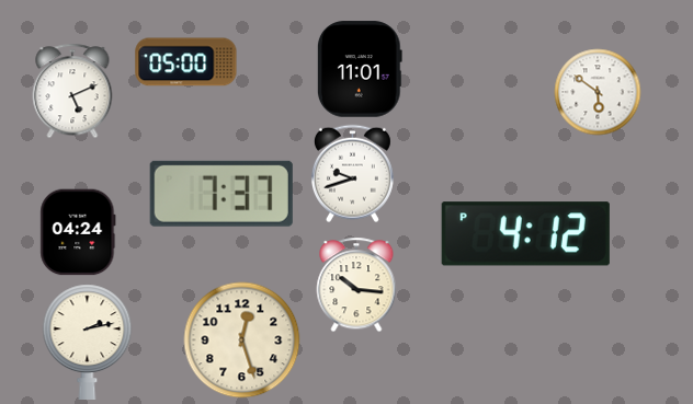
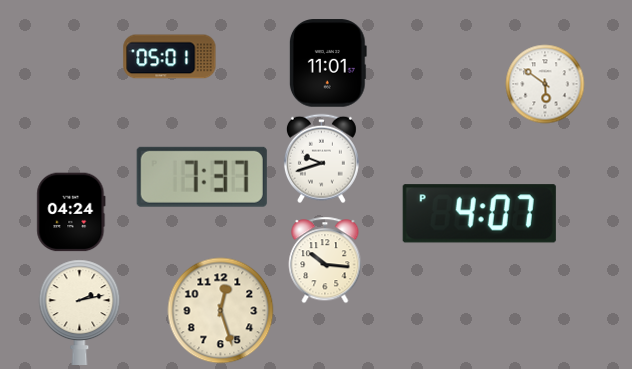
clock at (186, 62): 05:00 -> 05:01
clock at (72, 91): 5:11 -> none
clock at (525, 234): 4:12 -> 4:07
